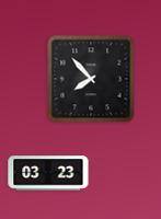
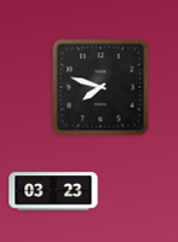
clock at (91, 79): 7:53 -> 7:48
